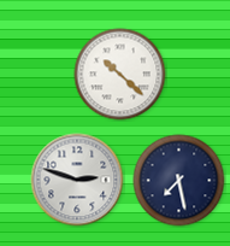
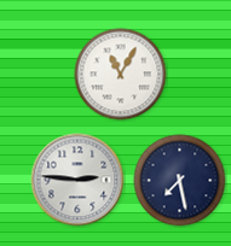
clock at (120, 75): 10:22 -> 11:05
clock at (77, 180): 2:48 -> 2:46
